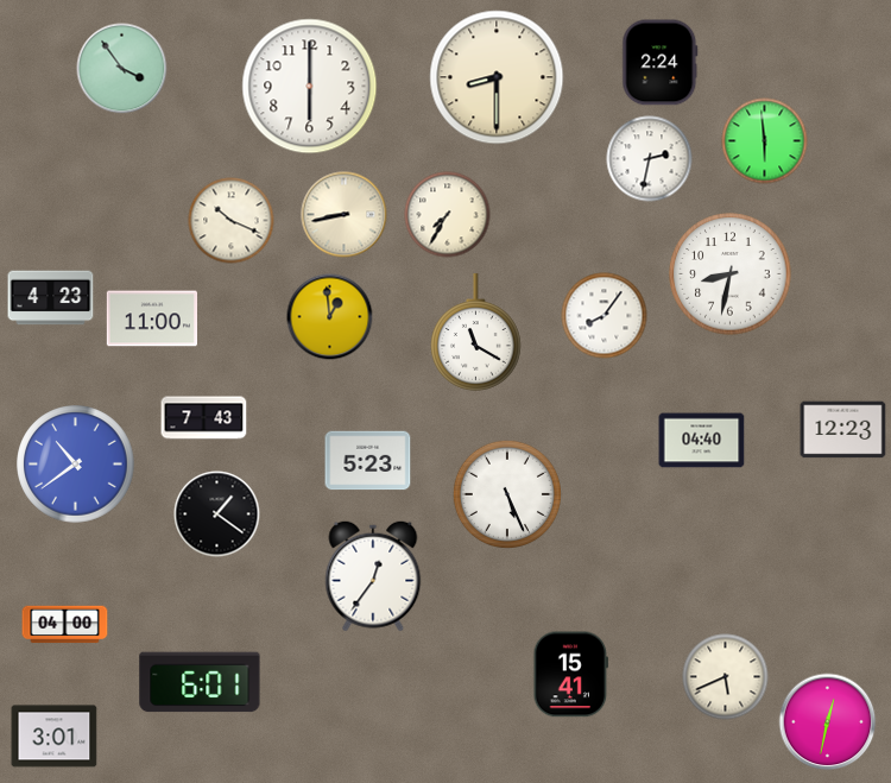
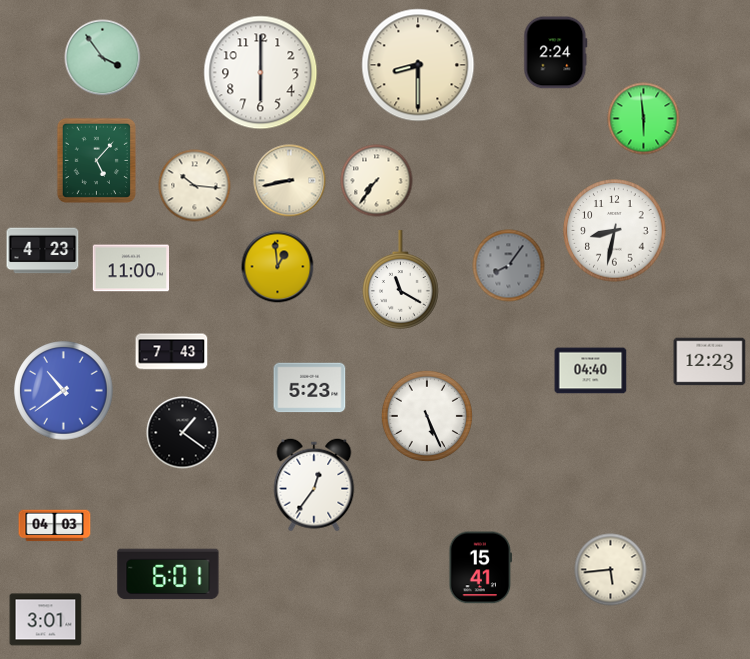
clock at (650, 159): 2:32 -> none
clock at (96, 160): none -> 5:07
clock at (448, 215): 7:35 -> 7:36
clock at (232, 221): 10:19 -> 10:16
clock at (605, 316) dial: white -> grey
clock at (151, 318) position: (151, 318) -> (130, 268)
clock at (65, 625): 04:00 -> 04:03
clock at (726, 677): 5:41 -> 5:44
clock at (828, 722): 12:32 -> none
